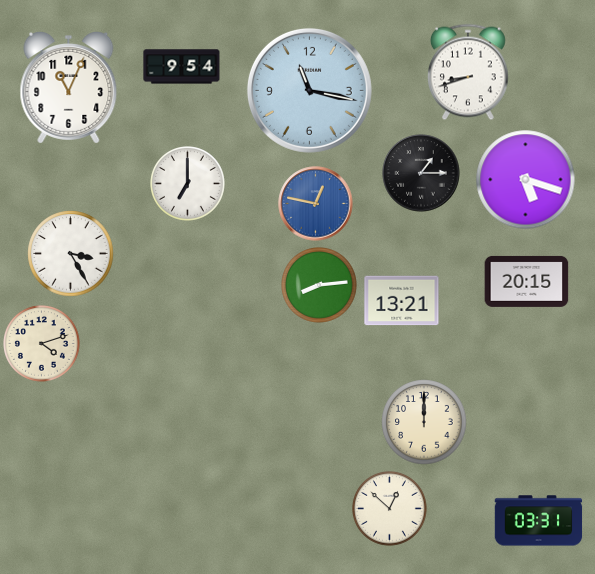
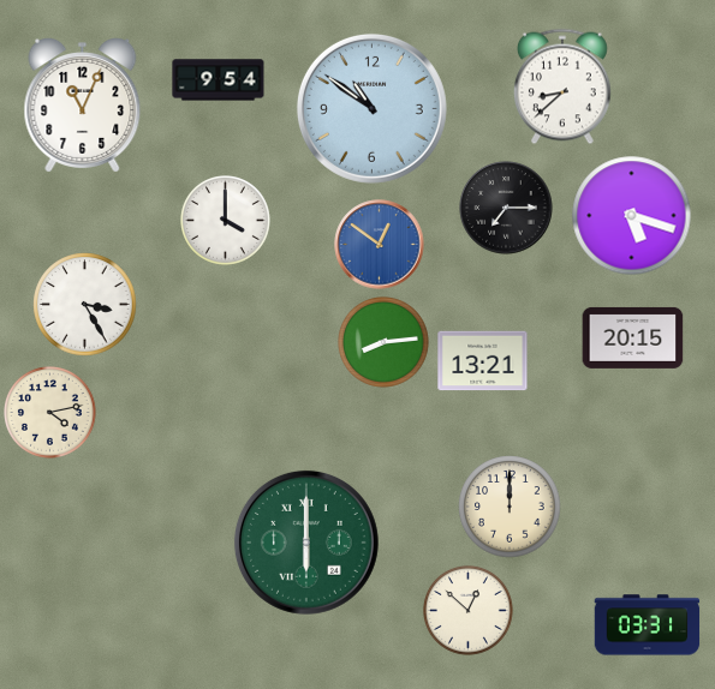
clock at (468, 72): 8:42 -> 8:38
clock at (309, 90): 11:17 -> 10:51
clock at (421, 173): 1:15 -> 7:15
clock at (188, 184): 7:00 -> 4:00
clock at (316, 204): 12:47 -> 12:51
clock at (42, 344): 4:12 -> 4:13
clock at (306, 543): none -> 6:00
